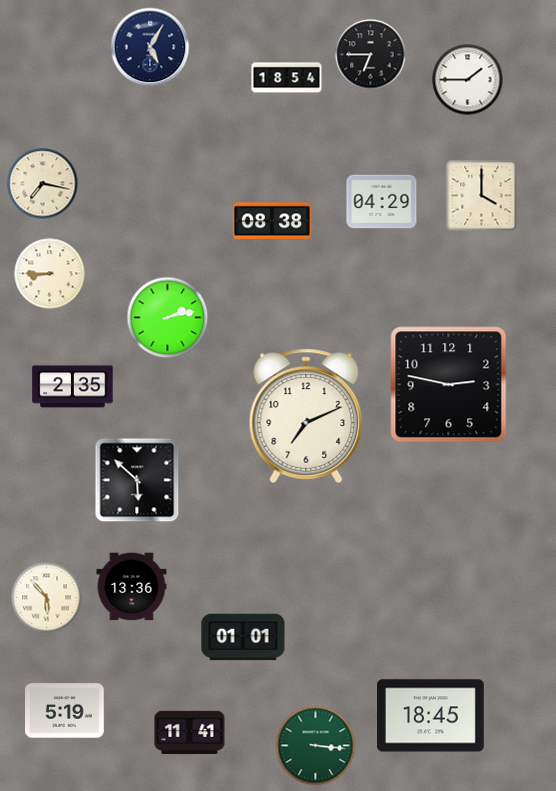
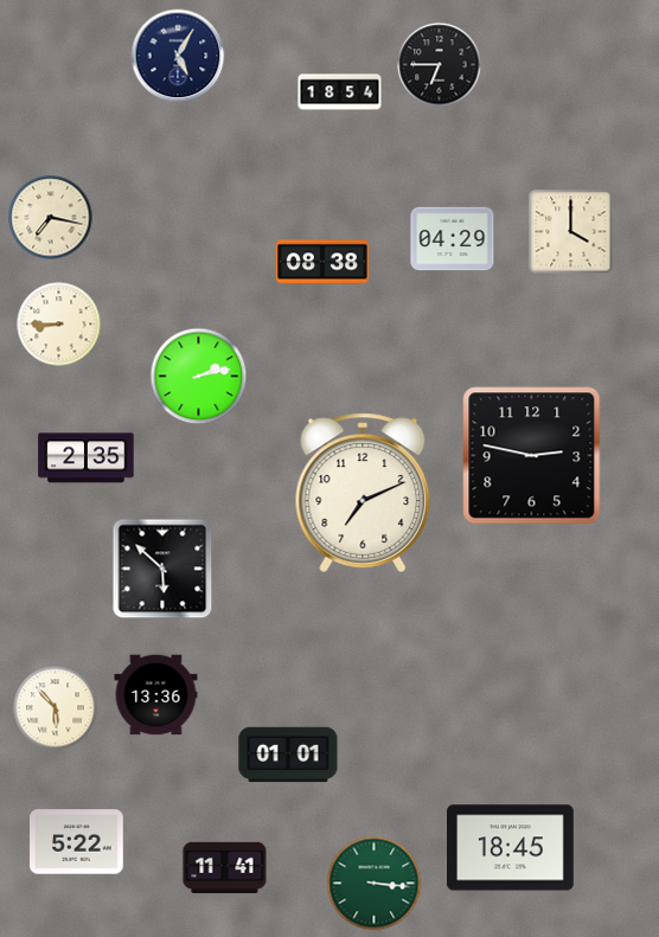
clock at (468, 80): 1:45 -> none
clock at (65, 711): 5:19 -> 5:22
